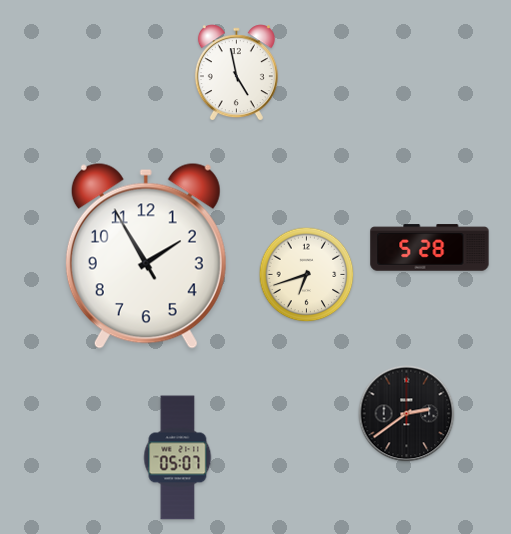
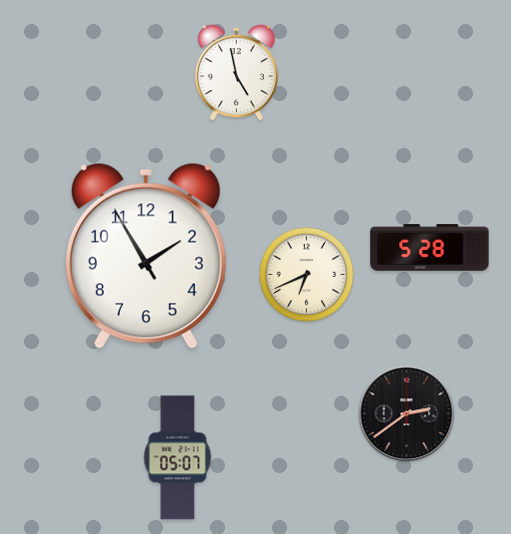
clock at (307, 275): 6:42 -> 6:41
